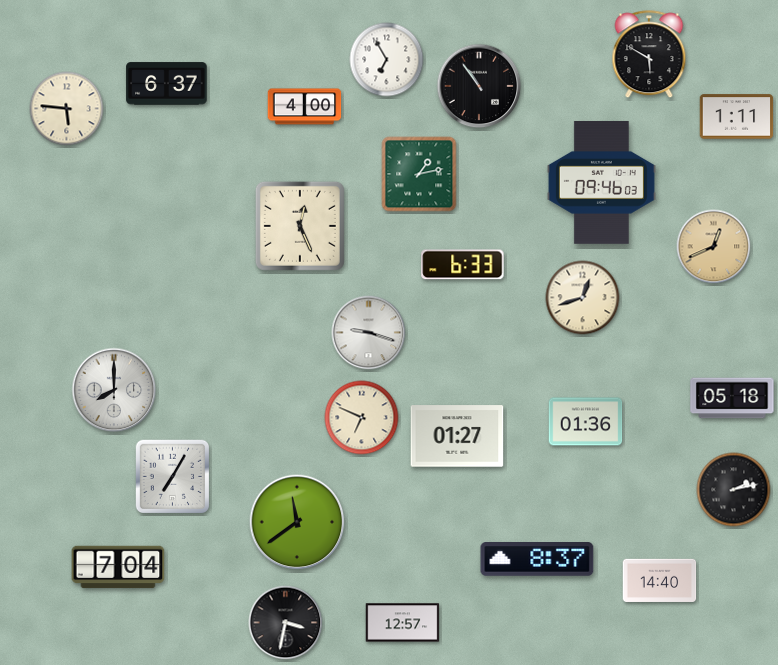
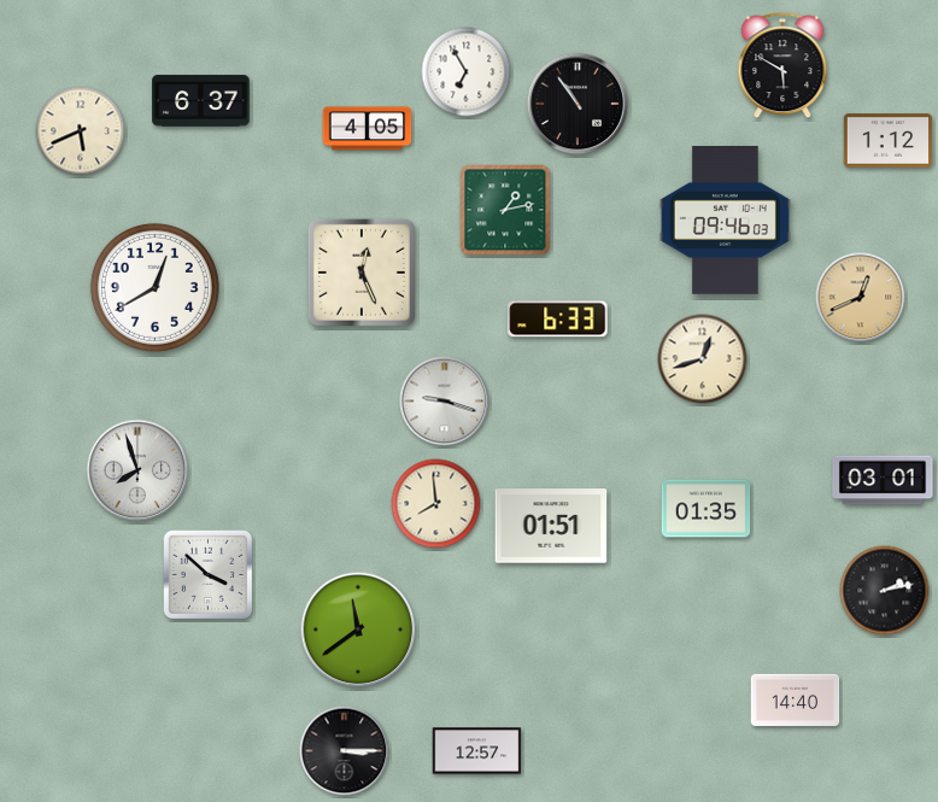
clock at (305, 107): 4:00 -> 4:05
clock at (67, 109): 5:46 -> 5:41
clock at (737, 117): 1:11 -> 1:12
clock at (154, 287): none -> 12:40
clock at (114, 390): 8:00 -> 7:57
clock at (732, 398): 05:18 -> 03:01
clock at (362, 418): 6:49 -> 7:59
clock at (586, 422): 01:36 -> 01:35
clock at (457, 436): 01:27 -> 01:51
clock at (173, 477): 7:05 -> 3:52
clock at (537, 559): 8:37 -> none
clock at (118, 567): 7:04 -> none
clock at (286, 623): 3:32 -> 3:15
clock at (403, 623) position: (403, 623) -> (477, 751)
